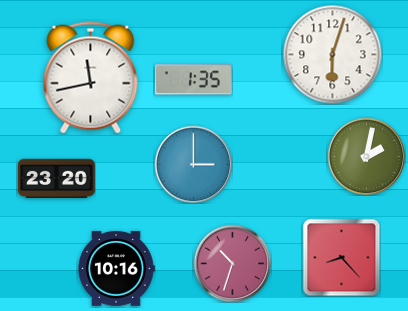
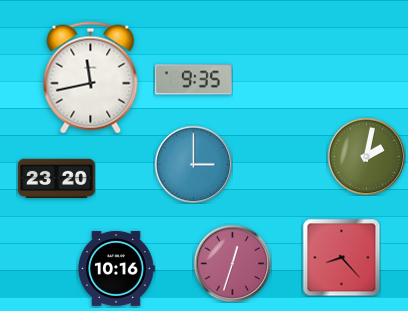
clock at (333, 55): 6:03 -> none
clock at (193, 80): 1:35 -> 9:35
clock at (232, 263): 10:33 -> 12:33
